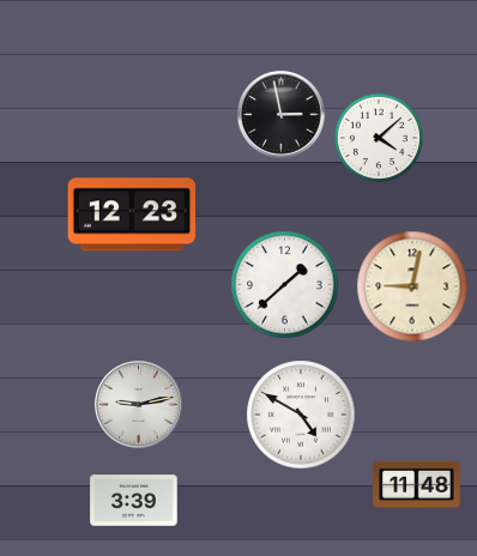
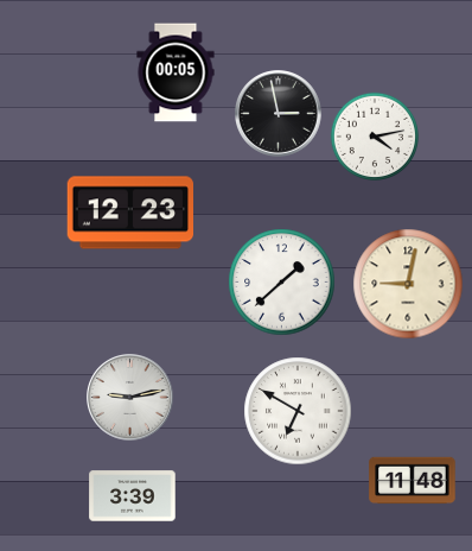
clock at (176, 72): none -> 00:05
clock at (378, 137): 4:08 -> 4:13
clock at (139, 405) position: (139, 405) -> (130, 398)
clock at (301, 415): 4:50 -> 6:50
